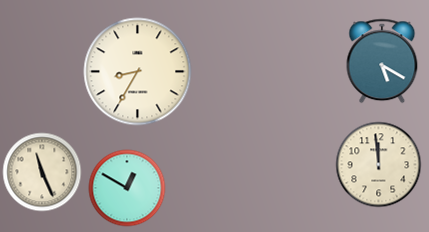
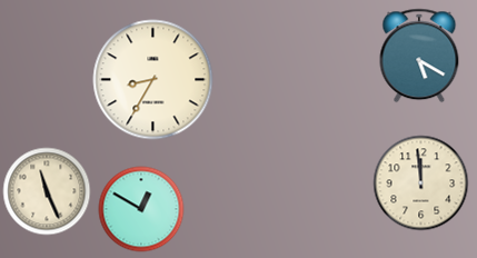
clock at (382, 61) position: (382, 61) -> (419, 56)
